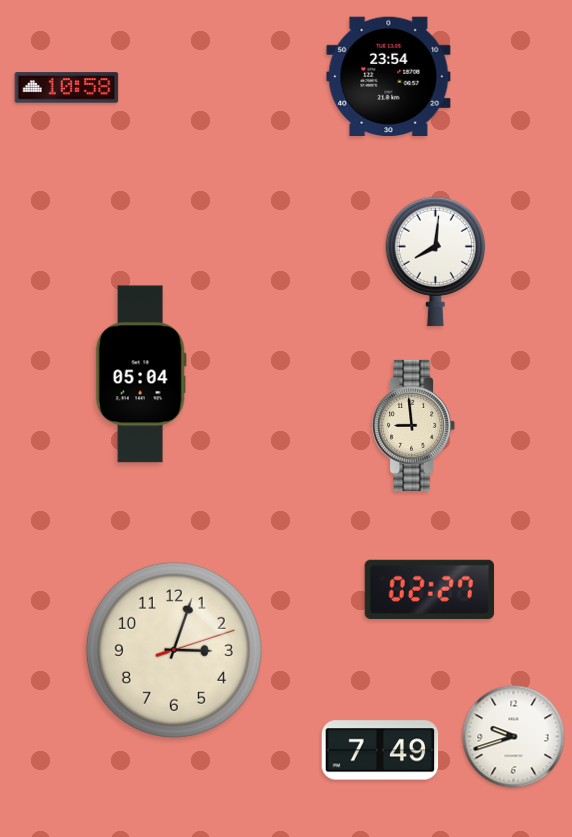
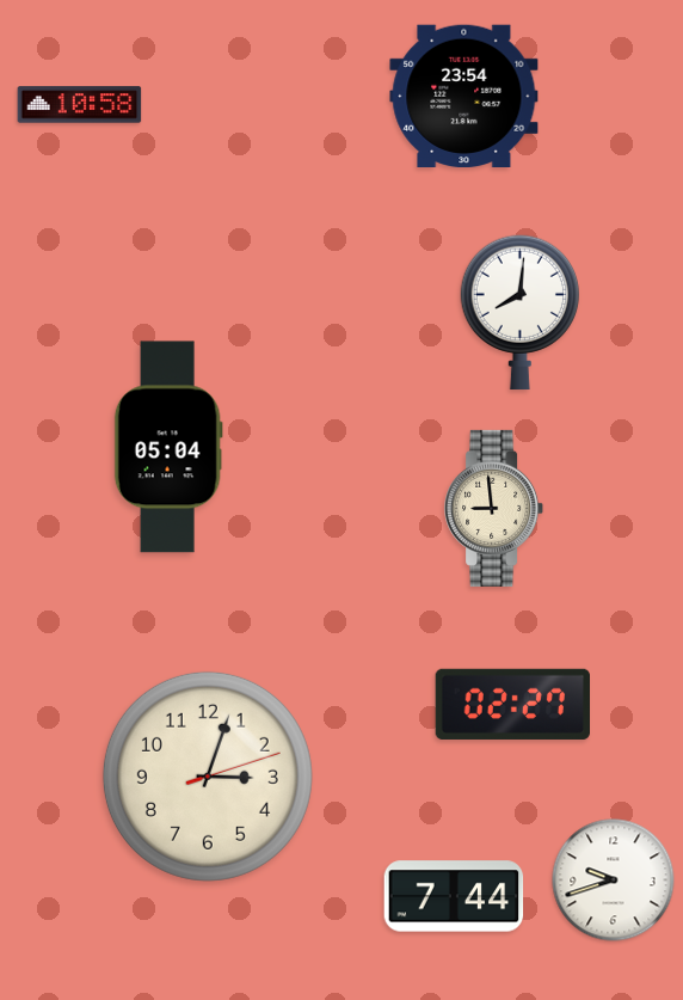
clock at (389, 76) position: (389, 76) -> (464, 96)
clock at (380, 750): 7:49 -> 7:44
